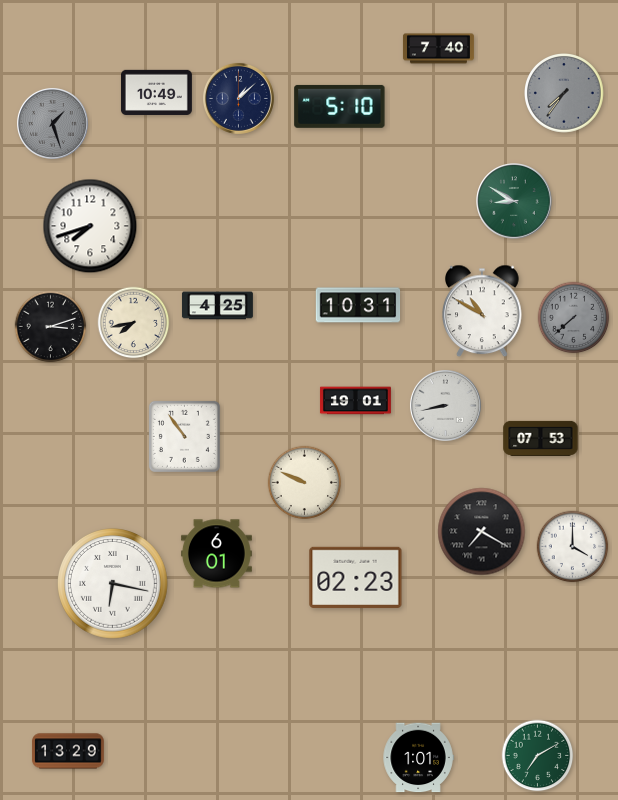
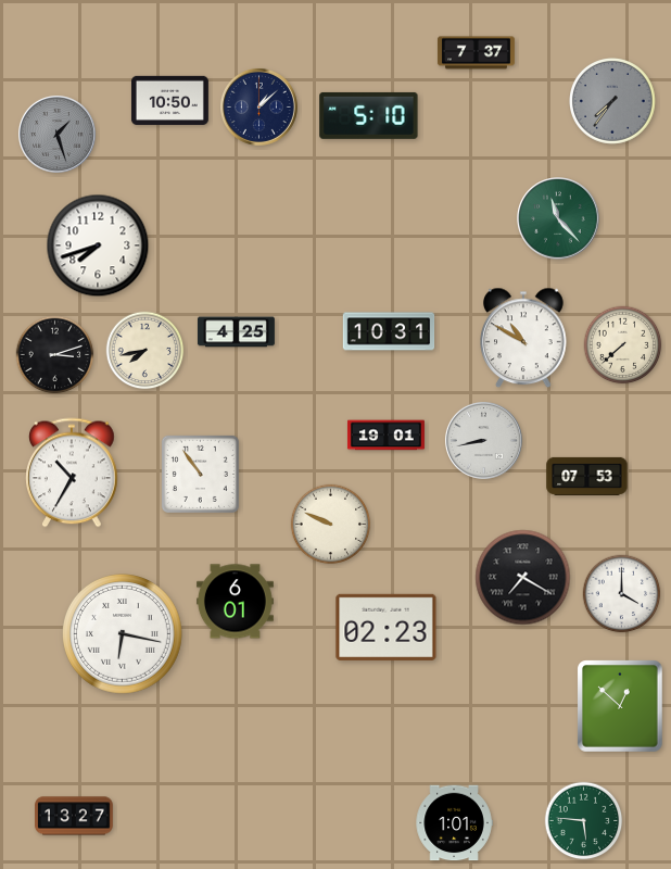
clock at (438, 49): 7:40 -> 7:37
clock at (156, 92): 10:49 -> 10:50
clock at (514, 201): 8:50 -> 11:23
clock at (574, 318) dial: grey -> cream
clock at (72, 473): none -> 10:35
clock at (620, 706): none -> 12:52
clock at (68, 751): 13:29 -> 13:27
clock at (538, 756): 7:10 -> 5:46
